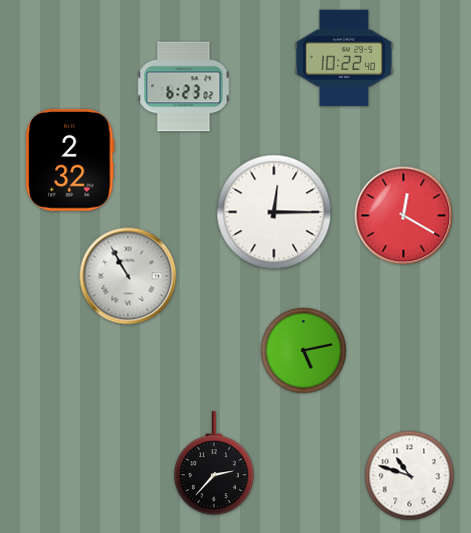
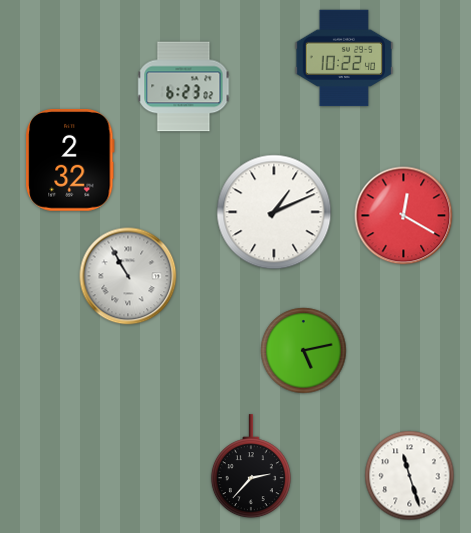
clock at (274, 212): 12:15 -> 1:11
clock at (214, 464) position: (214, 464) -> (251, 467)
clock at (410, 476): 10:48 -> 11:27
